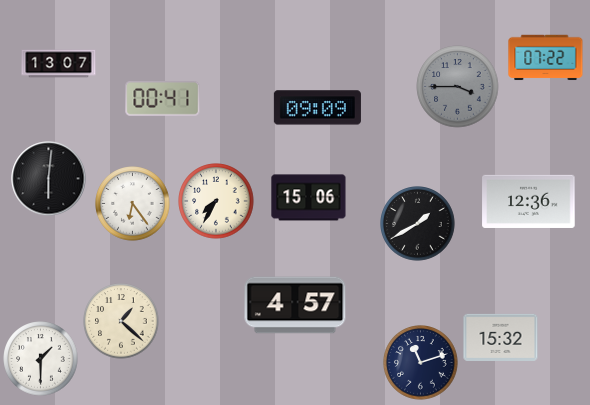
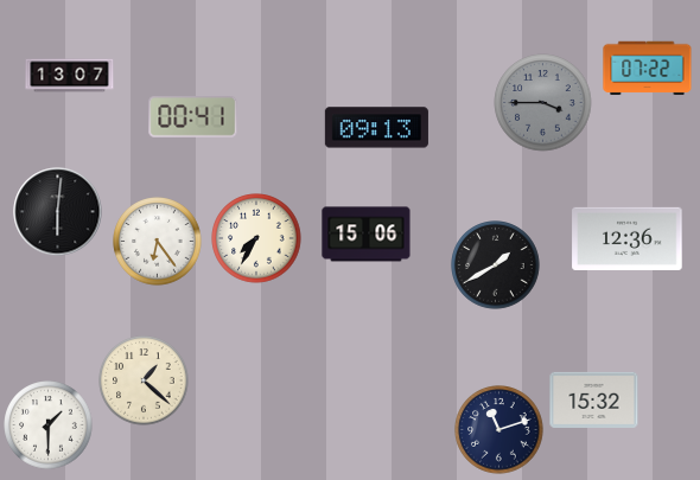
clock at (317, 108): 09:09 -> 09:13
clock at (295, 305): 4:57 -> none
